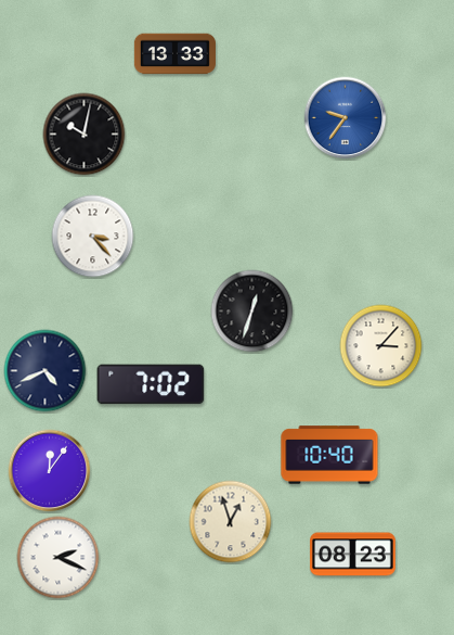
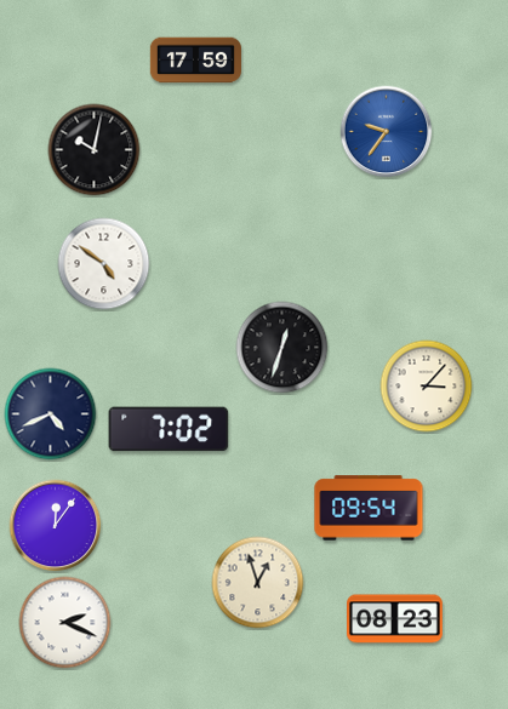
clock at (174, 54): 13:33 -> 17:59
clock at (93, 237): 3:23 -> 4:51
clock at (329, 455): 10:40 -> 09:54
